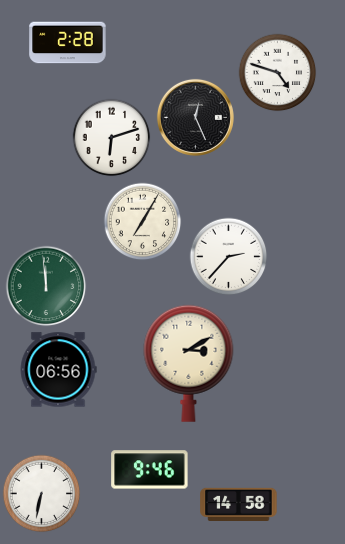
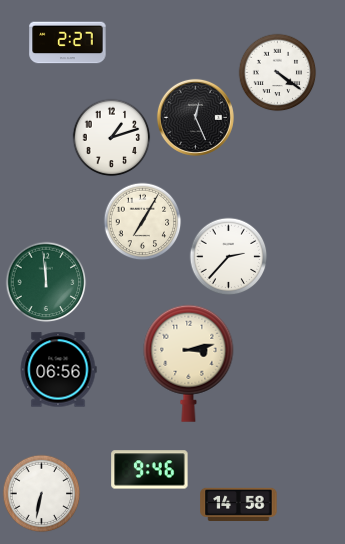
clock at (68, 43): 2:28 -> 2:27
clock at (277, 72): 4:48 -> 4:21
clock at (111, 137): 6:12 -> 1:12
clock at (46, 286) position: (46, 286) -> (46, 282)
clock at (189, 363): 3:10 -> 3:13
